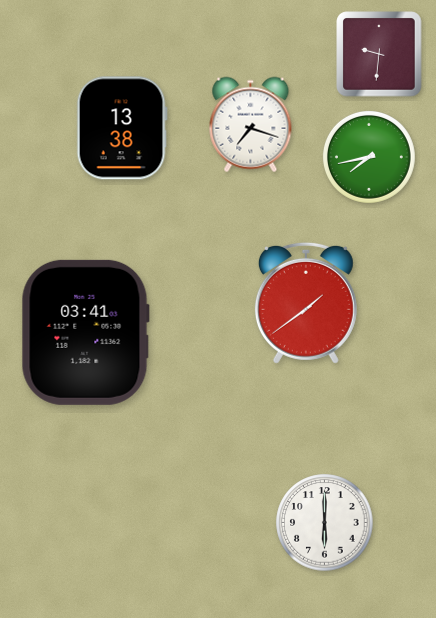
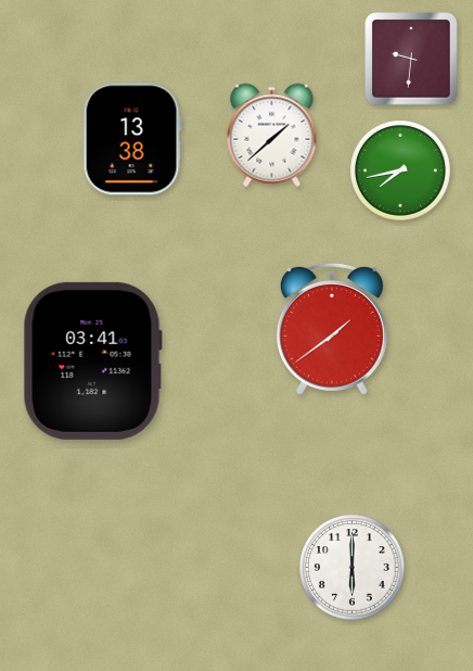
clock at (251, 125): 7:18 -> 1:38
